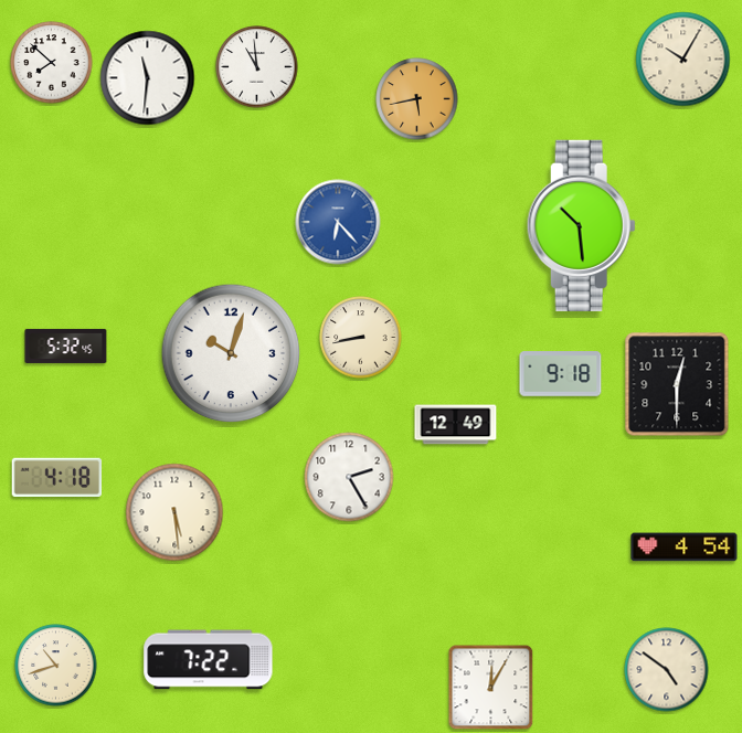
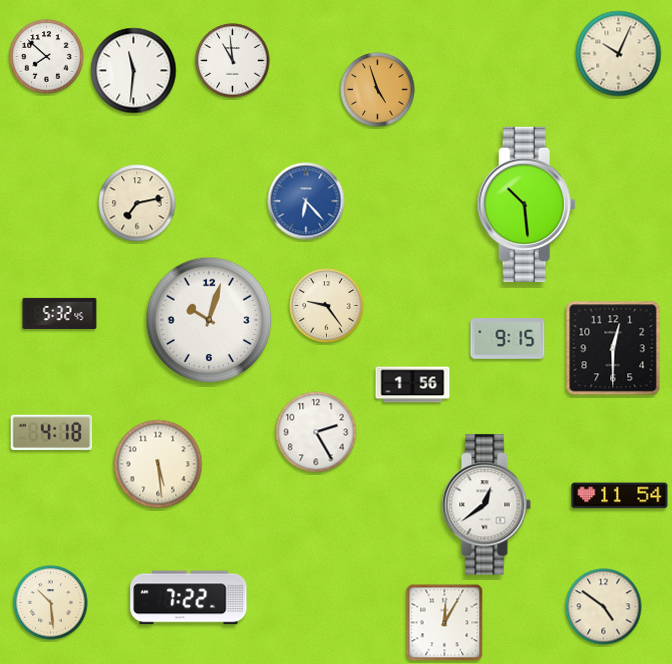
clock at (683, 60): 10:05 -> 10:04
clock at (417, 99): 5:43 -> 4:57
clock at (137, 203): none -> 7:13
clock at (361, 338): 8:43 -> 9:24
clock at (561, 374): 9:18 -> 9:15
clock at (456, 425): 12:49 -> 1:56
clock at (685, 548): 4:54 -> 11:54
clock at (486, 505): none -> 12:39
clock at (56, 666): 10:42 -> 10:29
